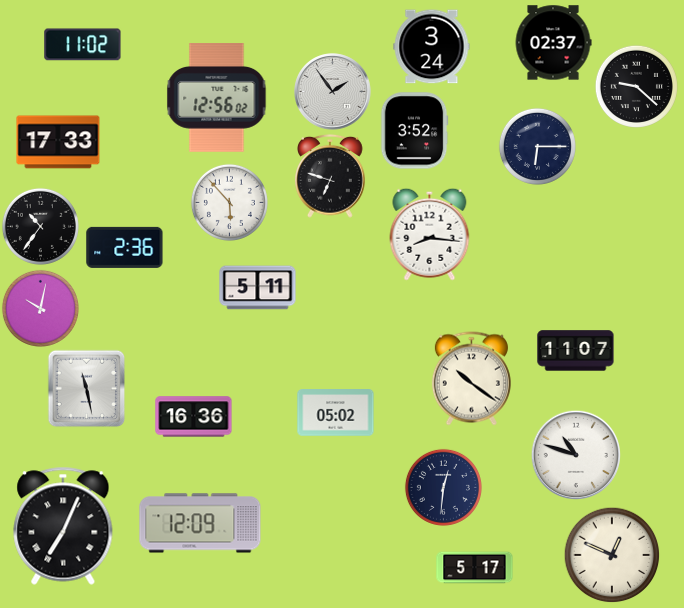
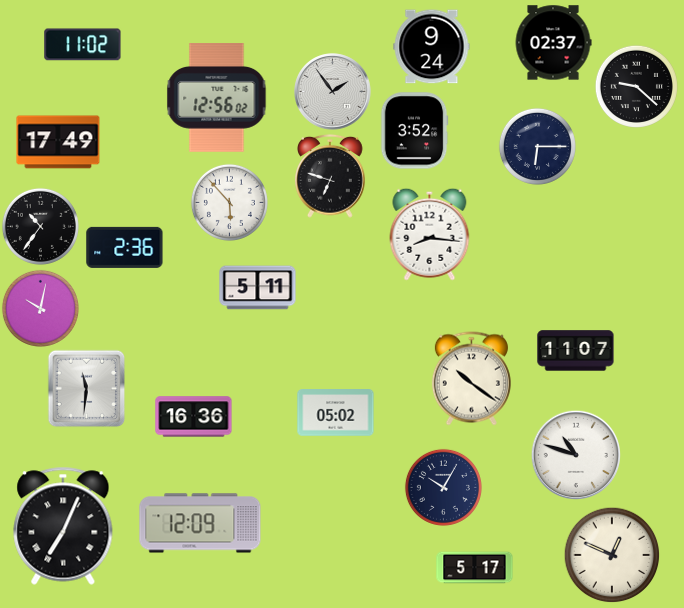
clock at (432, 47): 3:24 -> 9:24
clock at (58, 142): 17:33 -> 17:49
clock at (86, 388): 11:28 -> 11:31
clock at (443, 487): 12:31 -> 10:05
